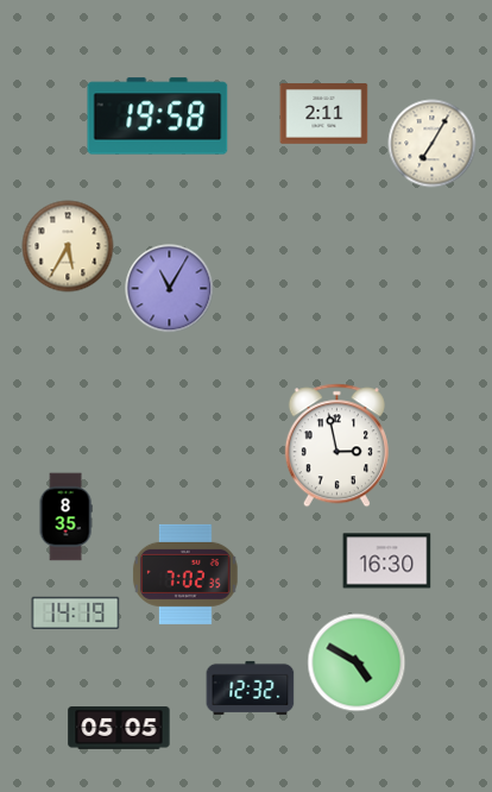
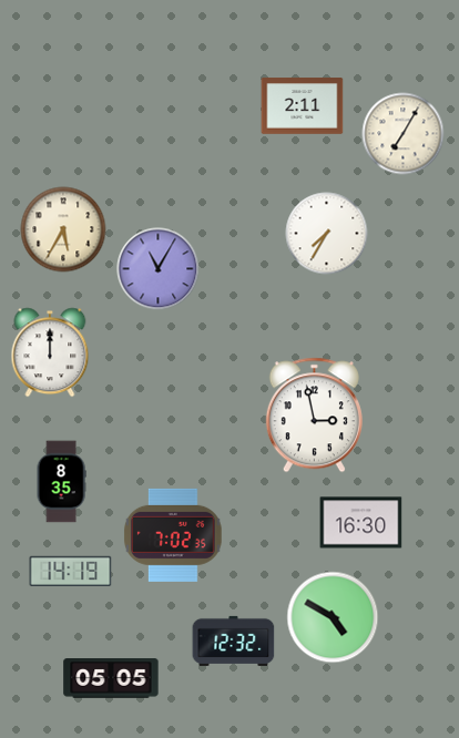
clock at (158, 117): 19:58 -> none
clock at (327, 234): none -> 7:35
clock at (50, 352): none -> 12:00
